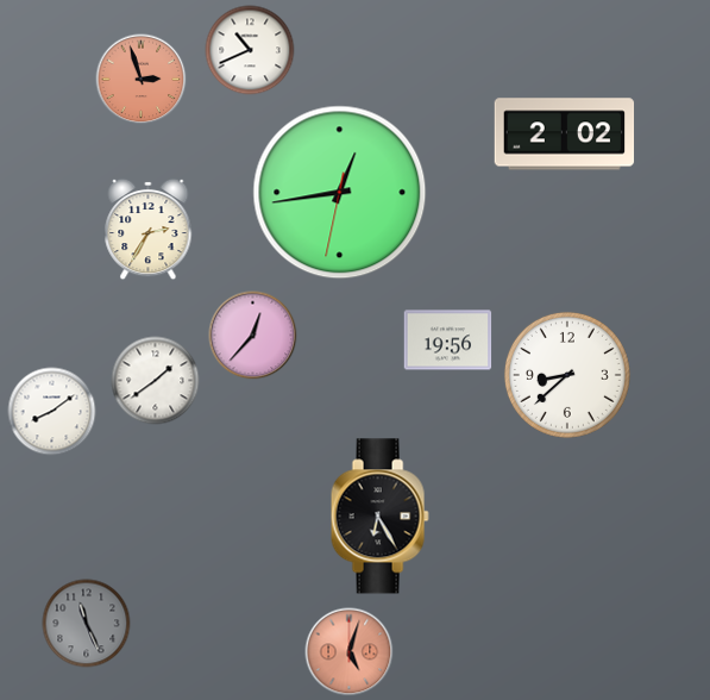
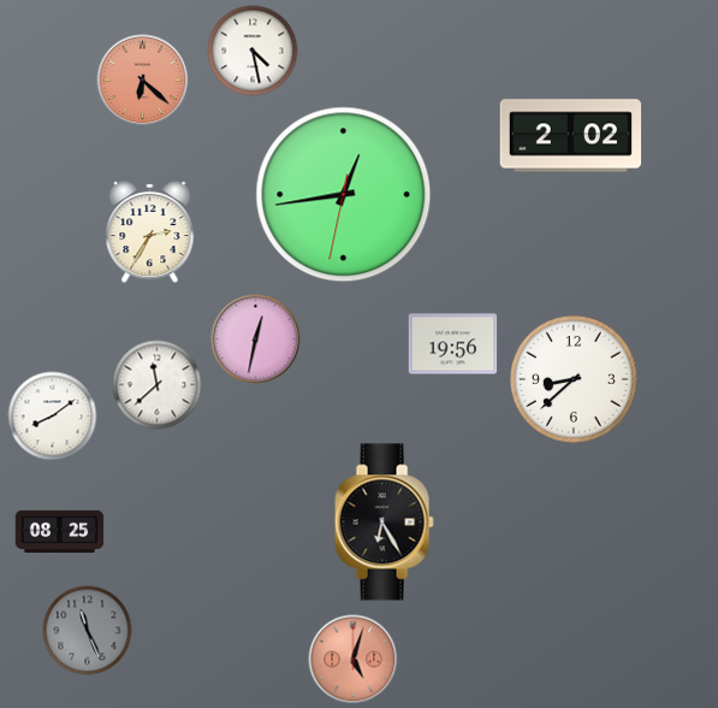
clock at (250, 50): 10:41 -> 4:28
clock at (142, 80): 2:57 -> 6:22
clock at (253, 336): 12:37 -> 12:32
clock at (156, 381): 1:39 -> 11:38
clock at (60, 531): none -> 08:25
